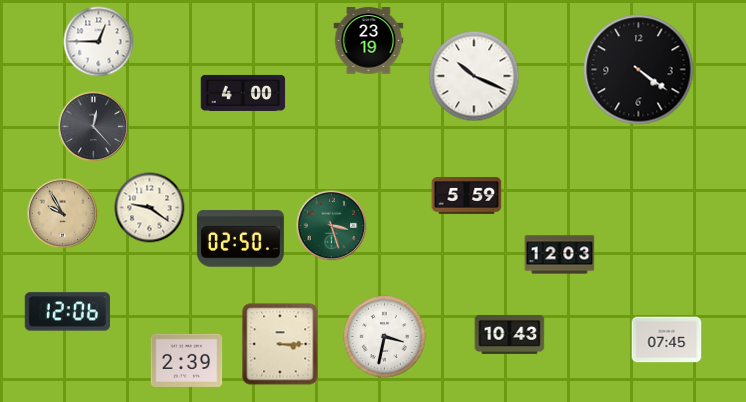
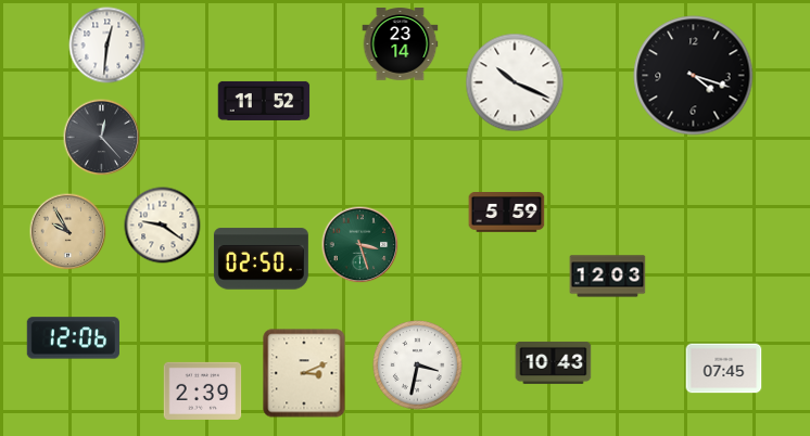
clock at (369, 41): 23:19 -> 23:14
clock at (99, 42): 12:45 -> 12:31
clock at (639, 70): 4:21 -> 4:18
clock at (243, 93): 4:00 -> 11:52
clock at (280, 344): 3:15 -> 3:11
